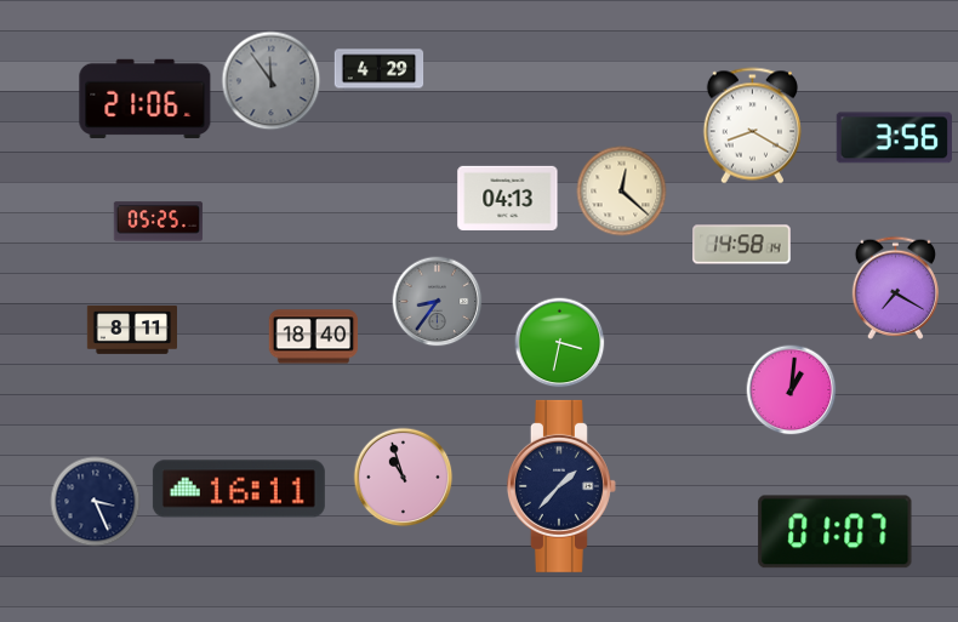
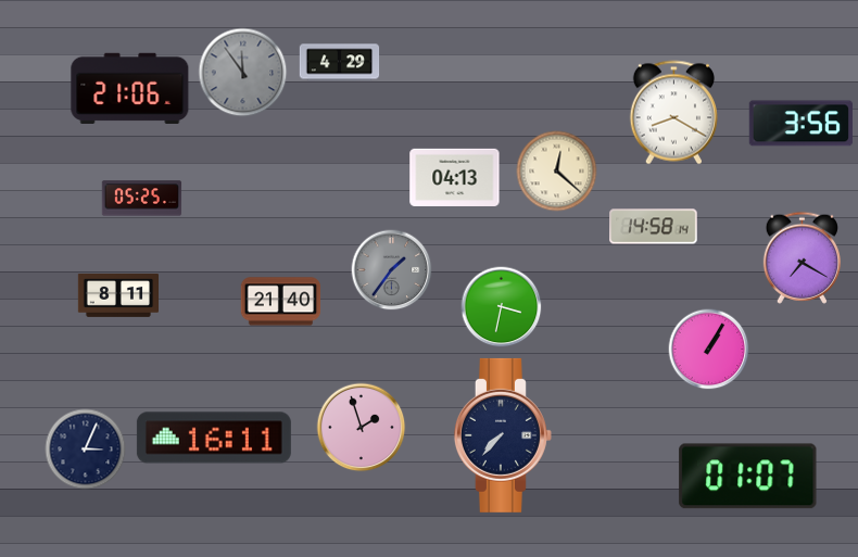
clock at (742, 245) position: (742, 245) -> (654, 227)
clock at (438, 302): 8:36 -> 1:36
clock at (314, 337): 18:40 -> 21:40
clock at (792, 390): 1:01 -> 1:05
clock at (404, 478): 10:57 -> 1:57
clock at (561, 486): 1:37 -> 7:37
clock at (96, 502): 3:26 -> 3:04
